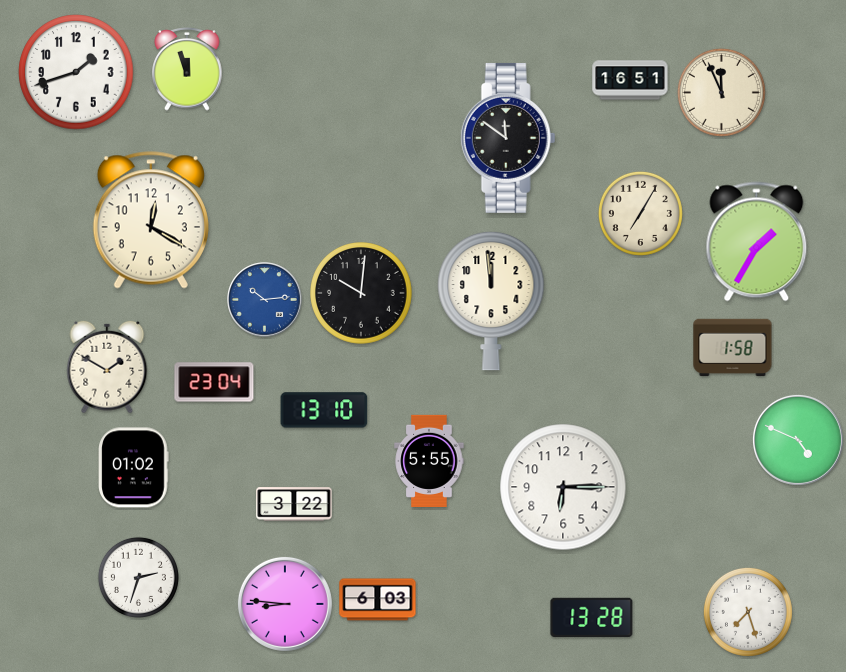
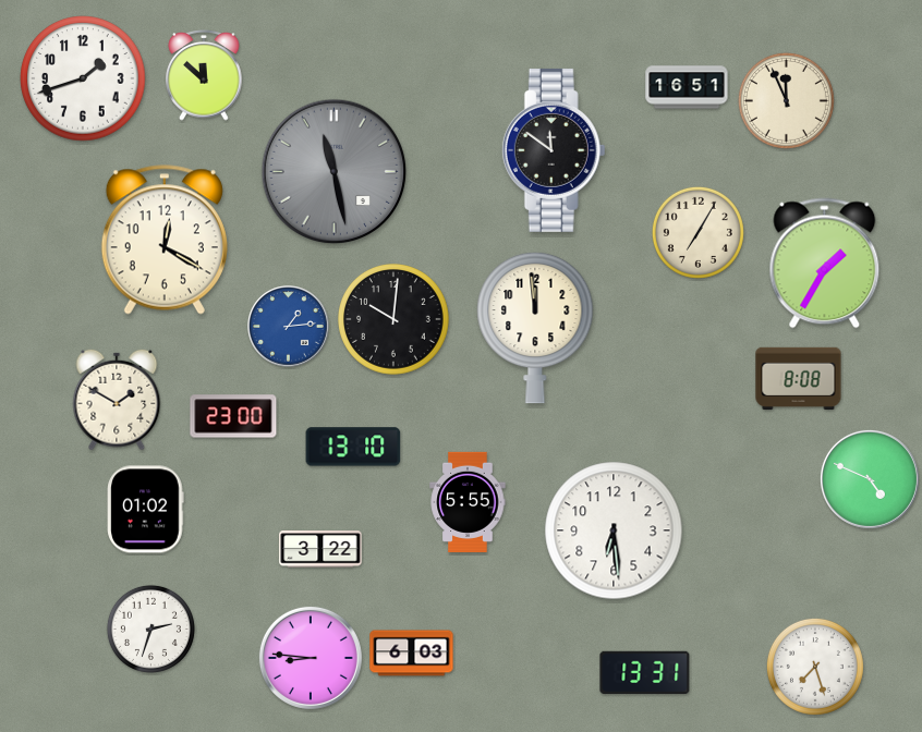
clock at (187, 69): 11:57 -> 11:52
clock at (335, 172): none -> 11:28
clock at (265, 300): 10:14 -> 1:14
clock at (733, 347): 1:58 -> 8:08
clock at (214, 382): 23:04 -> 23:00
clock at (563, 487): 6:15 -> 6:29
clock at (592, 618): 13:28 -> 13:31
